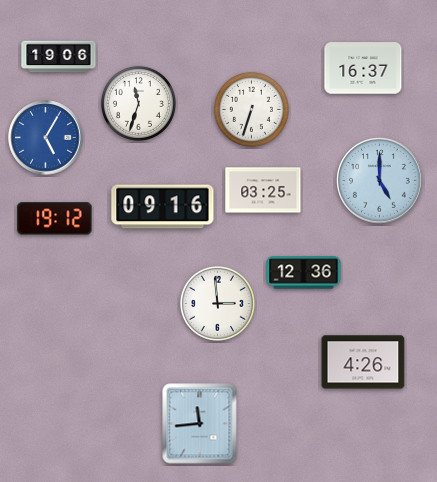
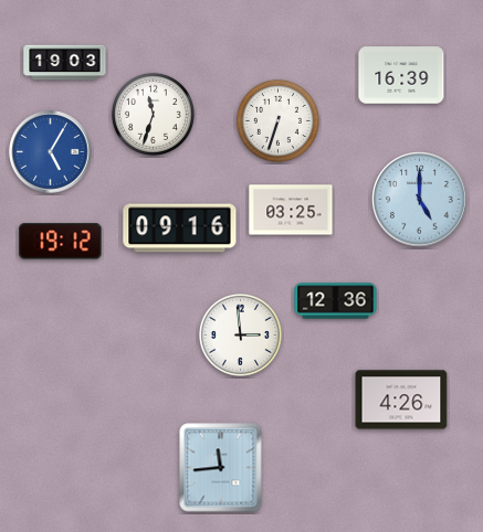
clock at (59, 57): 19:06 -> 19:03
clock at (363, 68): 16:37 -> 16:39
